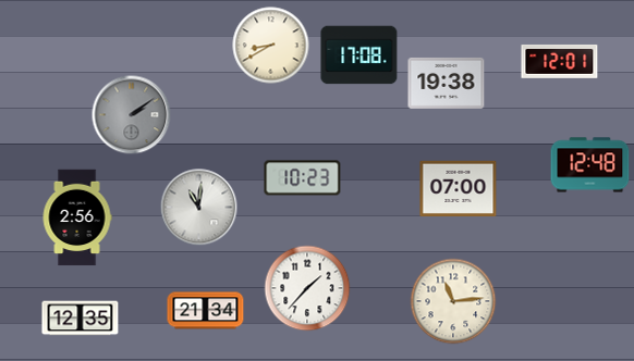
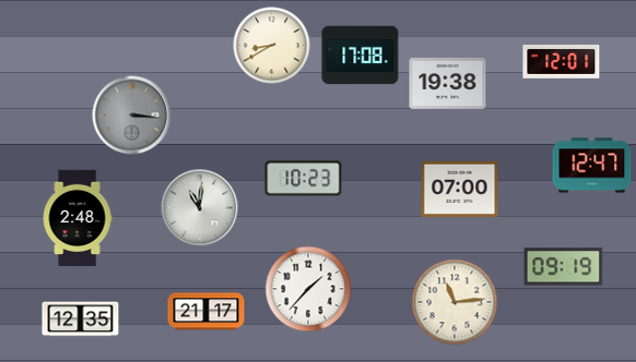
clock at (132, 115): 2:09 -> 3:16
clock at (590, 165): 12:48 -> 12:47
clock at (77, 217): 2:56 -> 2:48
clock at (564, 267): none -> 09:19
clock at (206, 311): 21:34 -> 21:17
